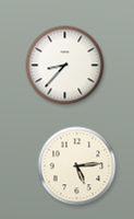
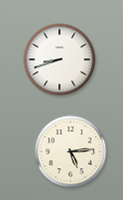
clock at (65, 66): 8:37 -> 8:42
